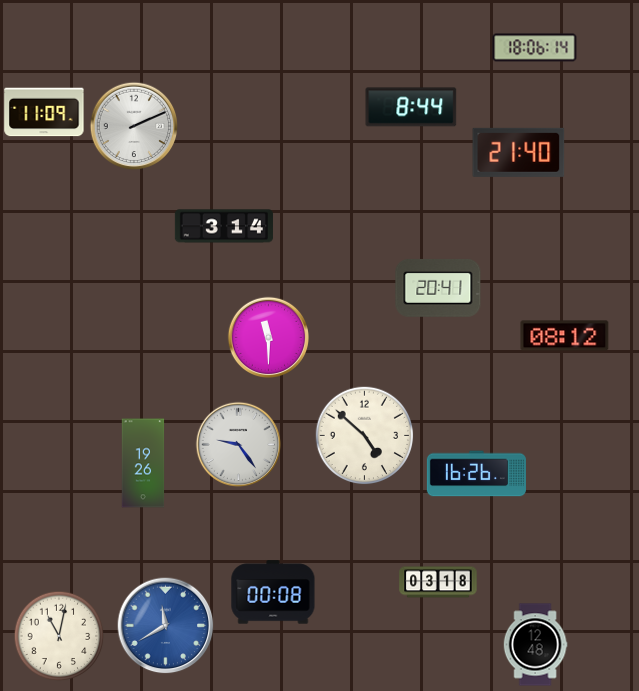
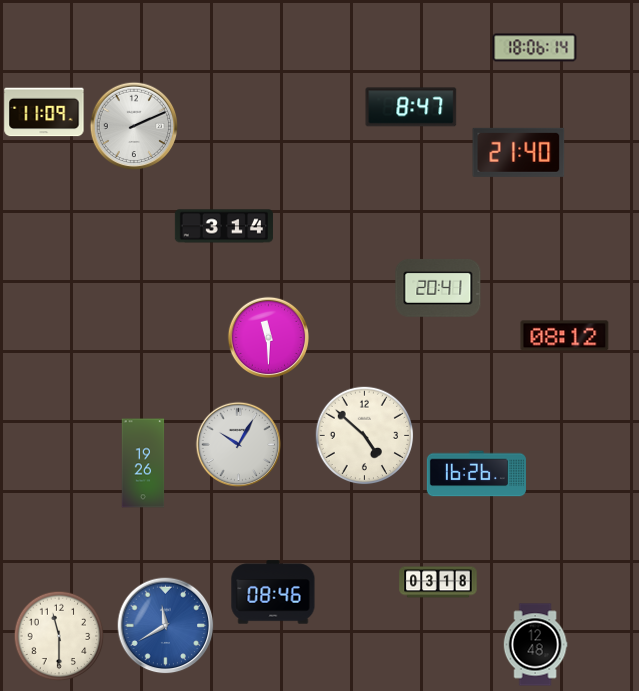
clock at (411, 107): 8:44 -> 8:47
clock at (239, 445): 9:24 -> 10:05
clock at (273, 592): 00:08 -> 08:46
clock at (59, 636): 11:02 -> 11:30
